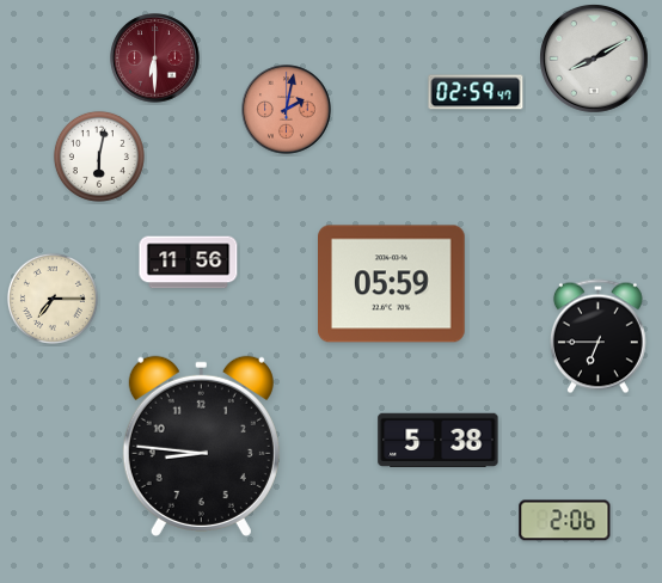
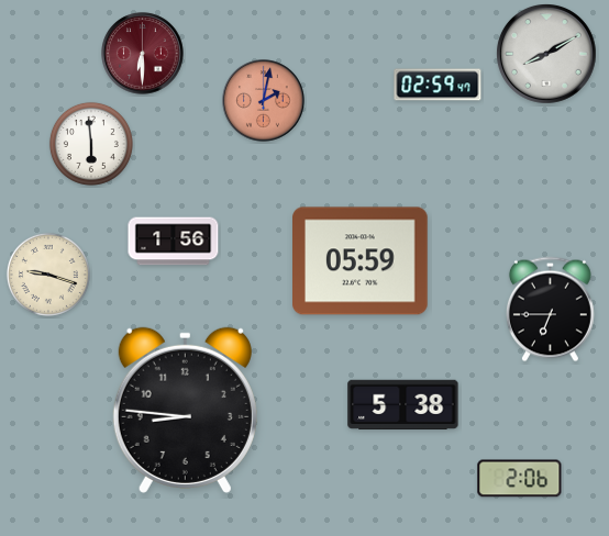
clock at (99, 157): 6:02 -> 5:59
clock at (189, 263): 11:56 -> 1:56
clock at (53, 299): 7:15 -> 9:18
